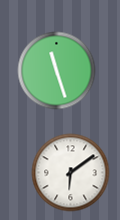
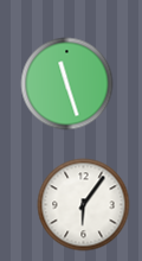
clock at (70, 172): 6:09 -> 6:06
